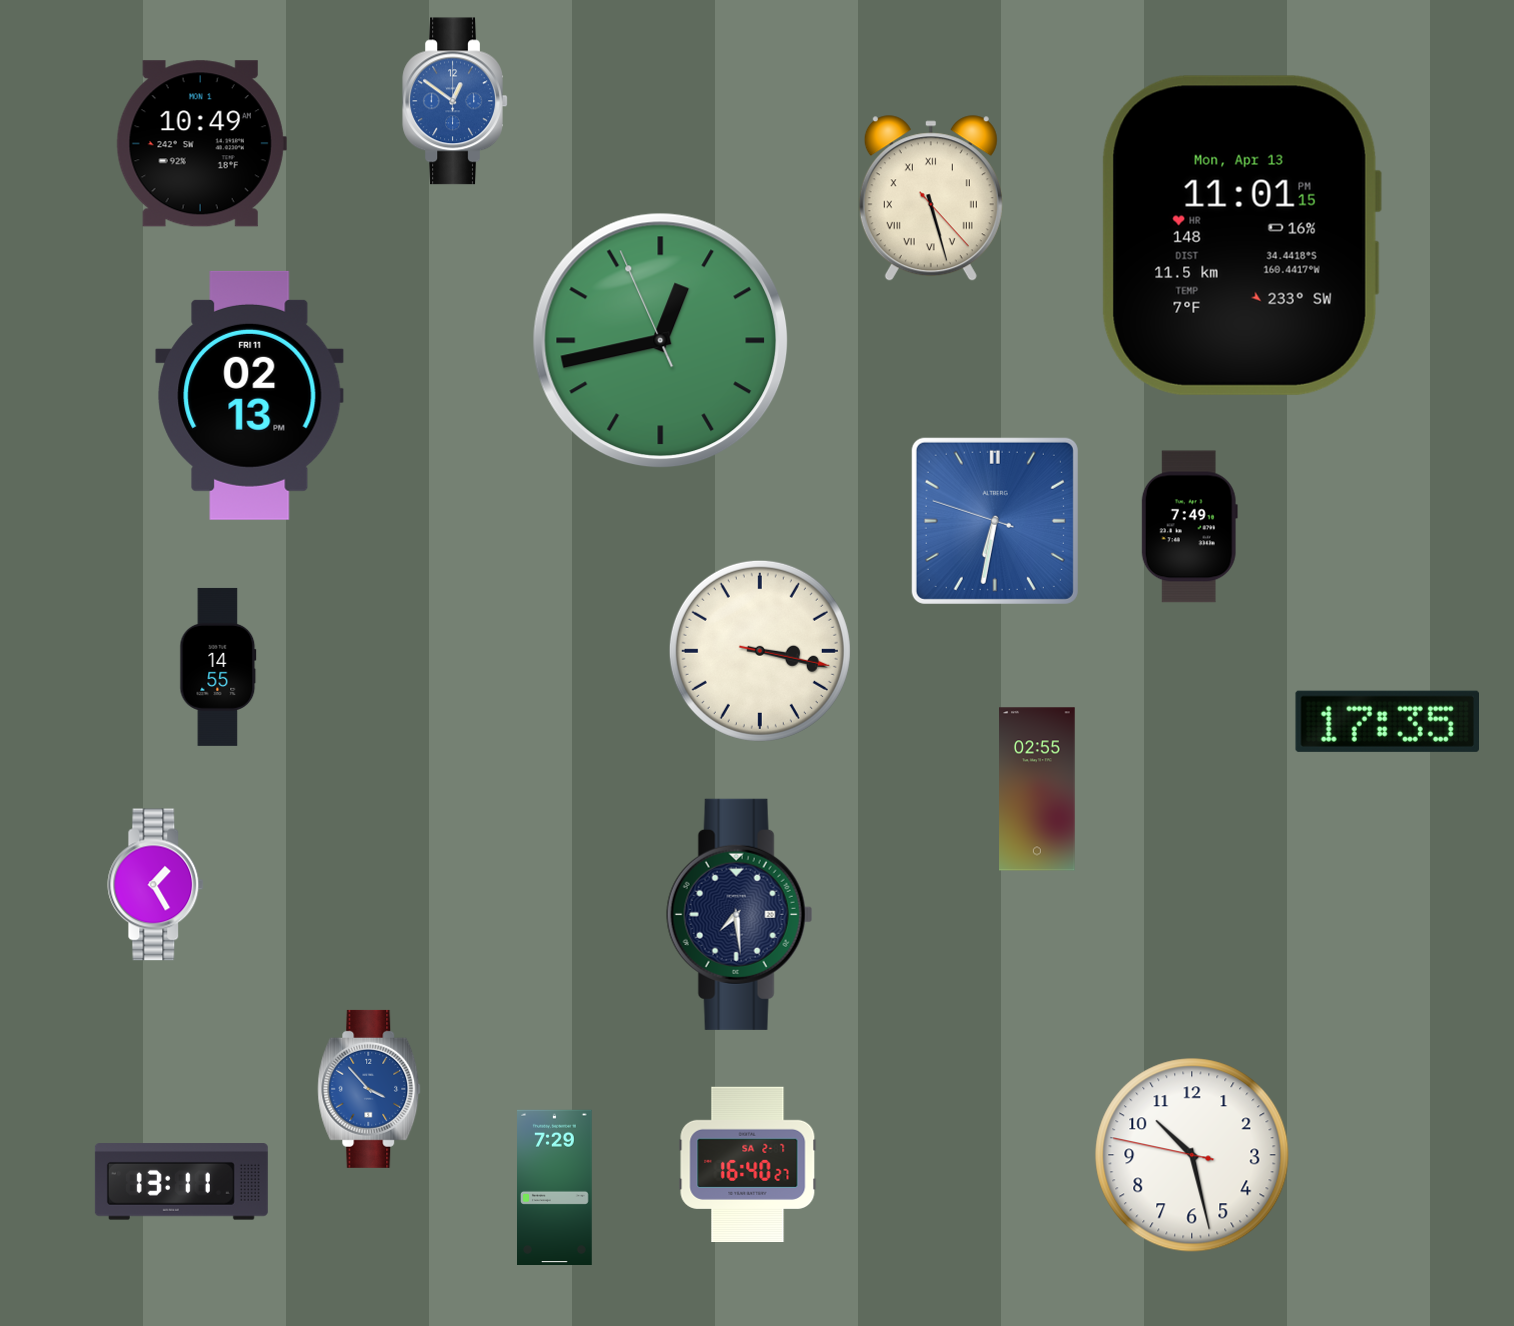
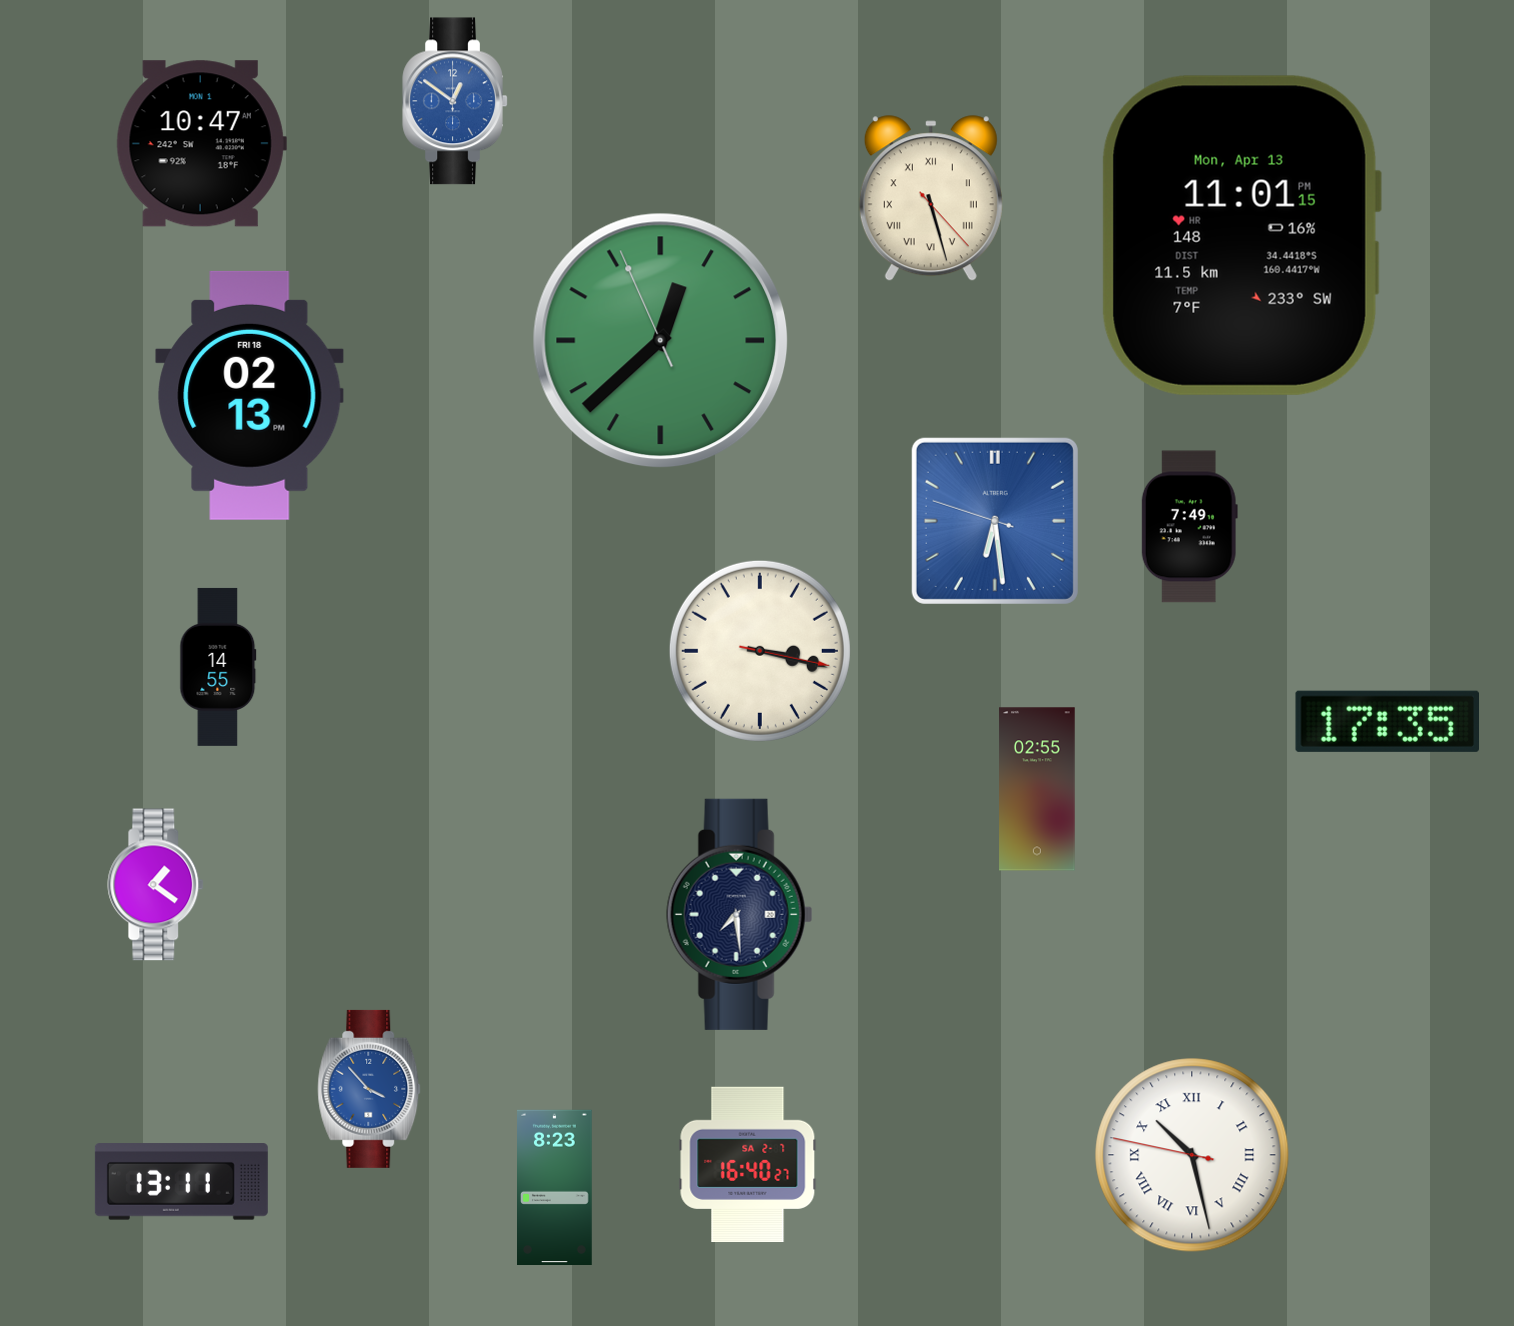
clock at (201, 144): 10:49 -> 10:47
clock at (661, 341): 12:42 -> 12:37
clock at (250, 395) date: FRI 11 -> FRI 18
clock at (995, 521): 6:31 -> 6:28
clock at (156, 885): 1:25 -> 1:21
clock at (1192, 1155) numerals: Arabic -> Roman
clock at (555, 1187): 7:29 -> 8:23
